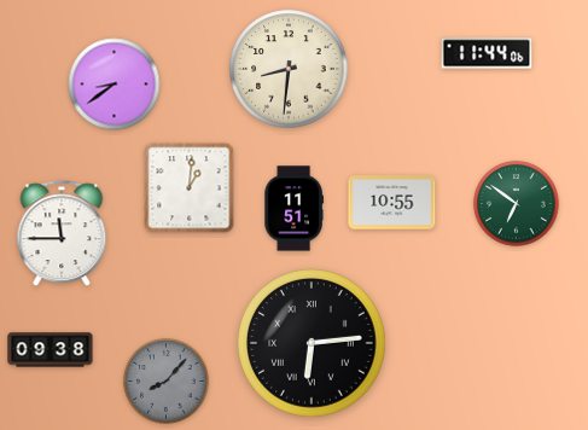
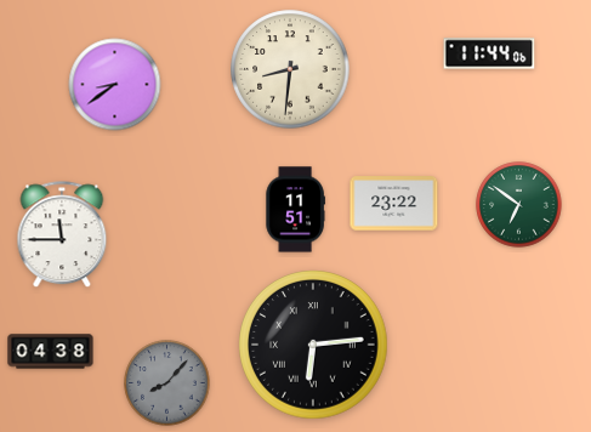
clock at (190, 188): 1:01 -> none
clock at (392, 203): 10:55 -> 23:22
clock at (51, 350): 09:38 -> 04:38
